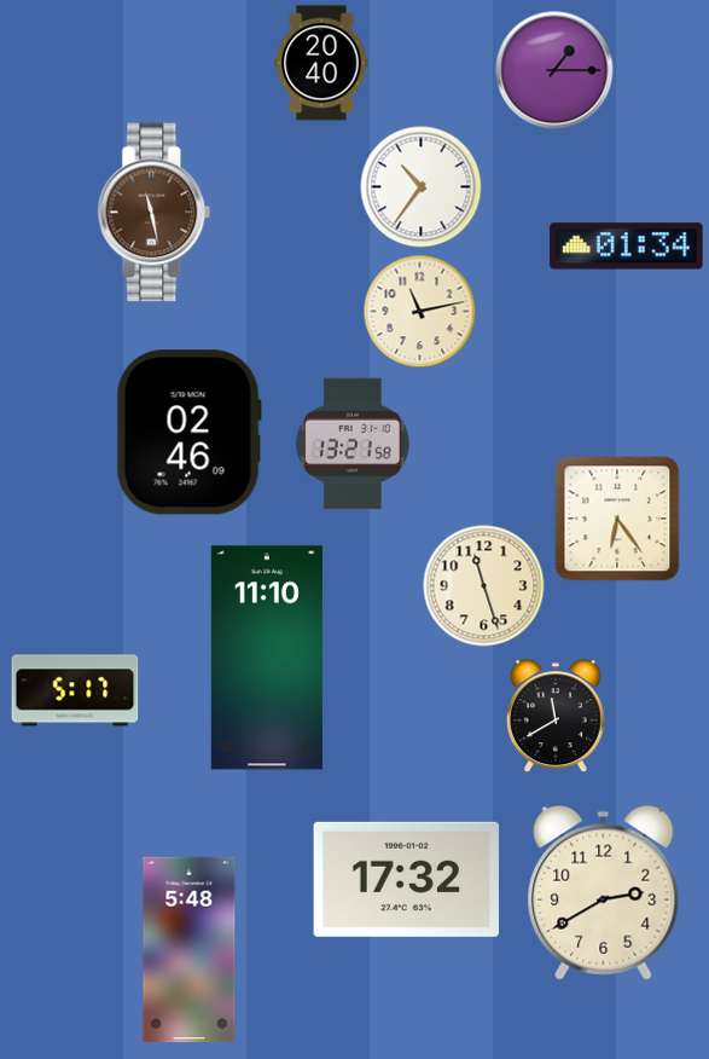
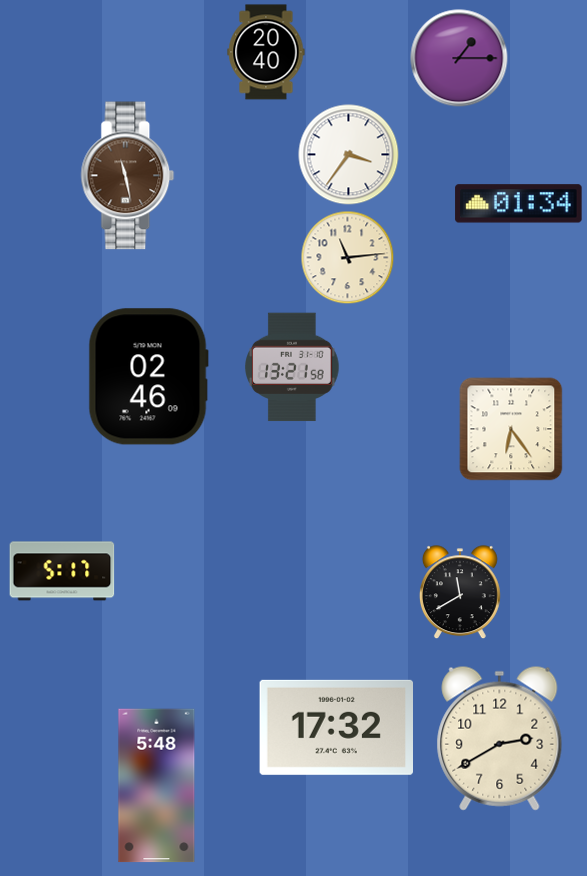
clock at (422, 187): 10:36 -> 3:36
clock at (419, 311): 11:13 -> 11:14
clock at (188, 433) position: (188, 433) -> (148, 377)
clock at (484, 586): 11:27 -> none
clock at (267, 658): 11:10 -> none
